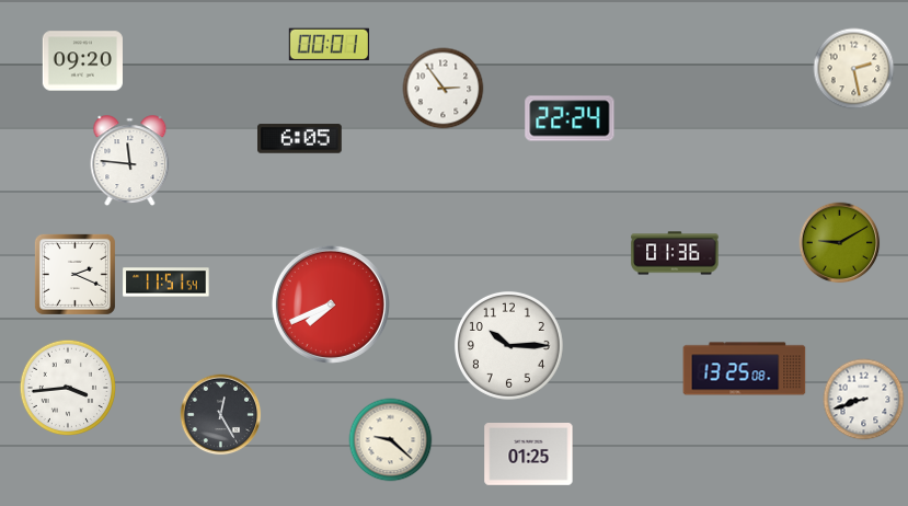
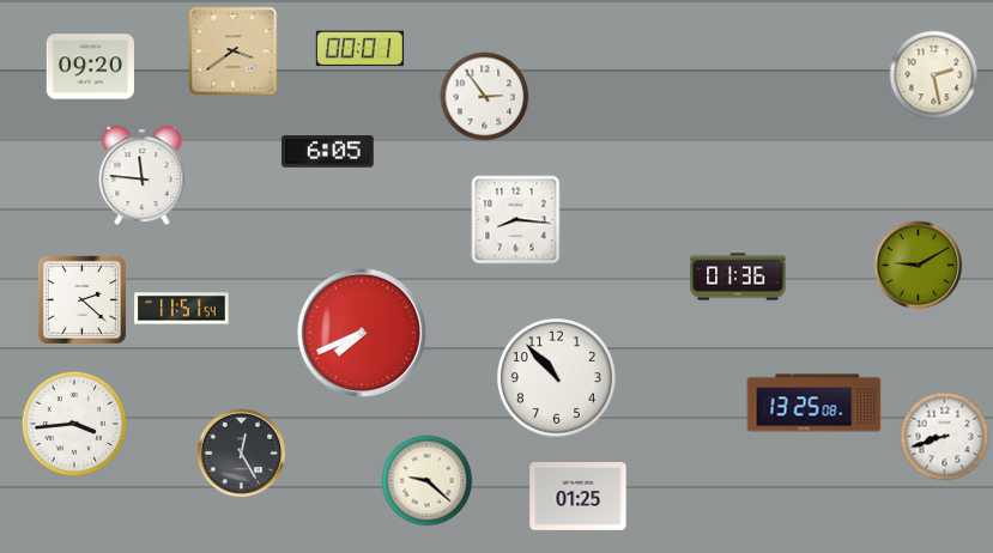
clock at (234, 51): none -> 3:39
clock at (570, 118): 22:24 -> none
clock at (516, 220): none -> 8:16
clock at (74, 274): 2:19 -> 2:22
clock at (508, 345): 10:15 -> 10:53
